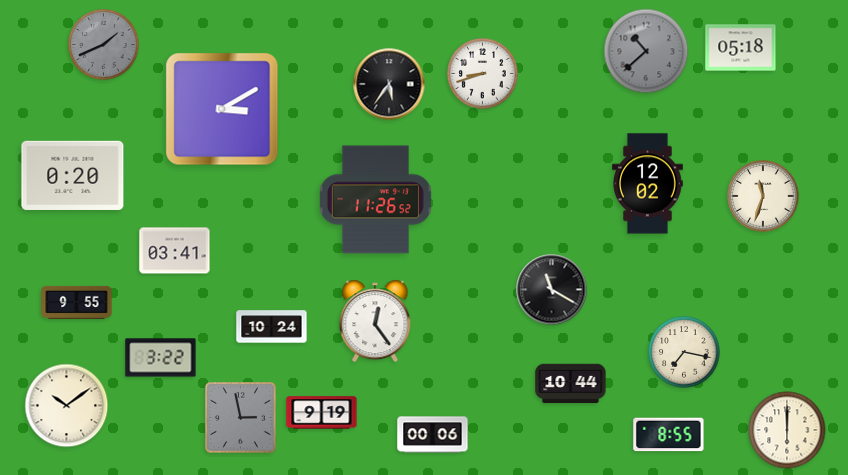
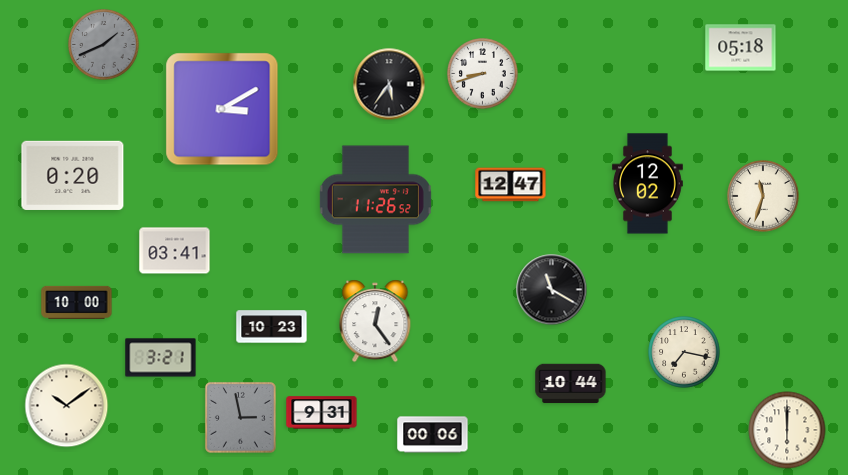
clock at (646, 51): 10:38 -> none
clock at (511, 185): none -> 12:47
clock at (77, 302): 9:55 -> 10:00
clock at (272, 327): 10:24 -> 10:23
clock at (161, 358): 3:22 -> 3:21
clock at (322, 413): 9:19 -> 9:31
clock at (669, 435): 8:55 -> none
